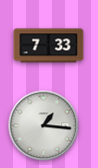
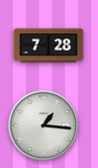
clock at (49, 46): 7:33 -> 7:28
